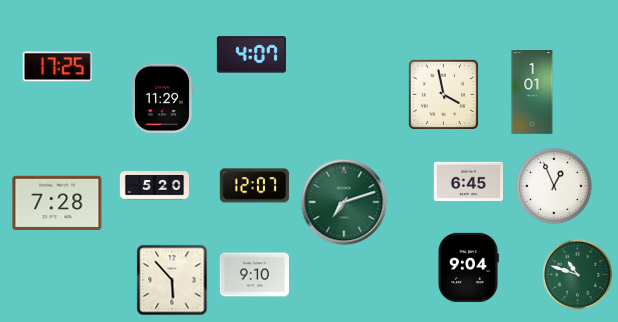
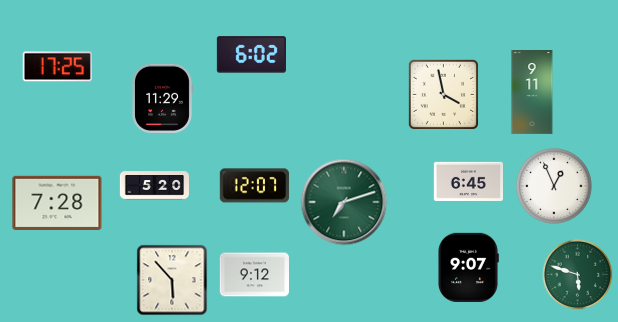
clock at (251, 55): 4:07 -> 6:02
clock at (532, 93): 1:01 -> 9:11
clock at (468, 267): 9:04 -> 9:07
clock at (254, 275): 9:10 -> 9:12
clock at (578, 275): 10:48 -> 5:48
